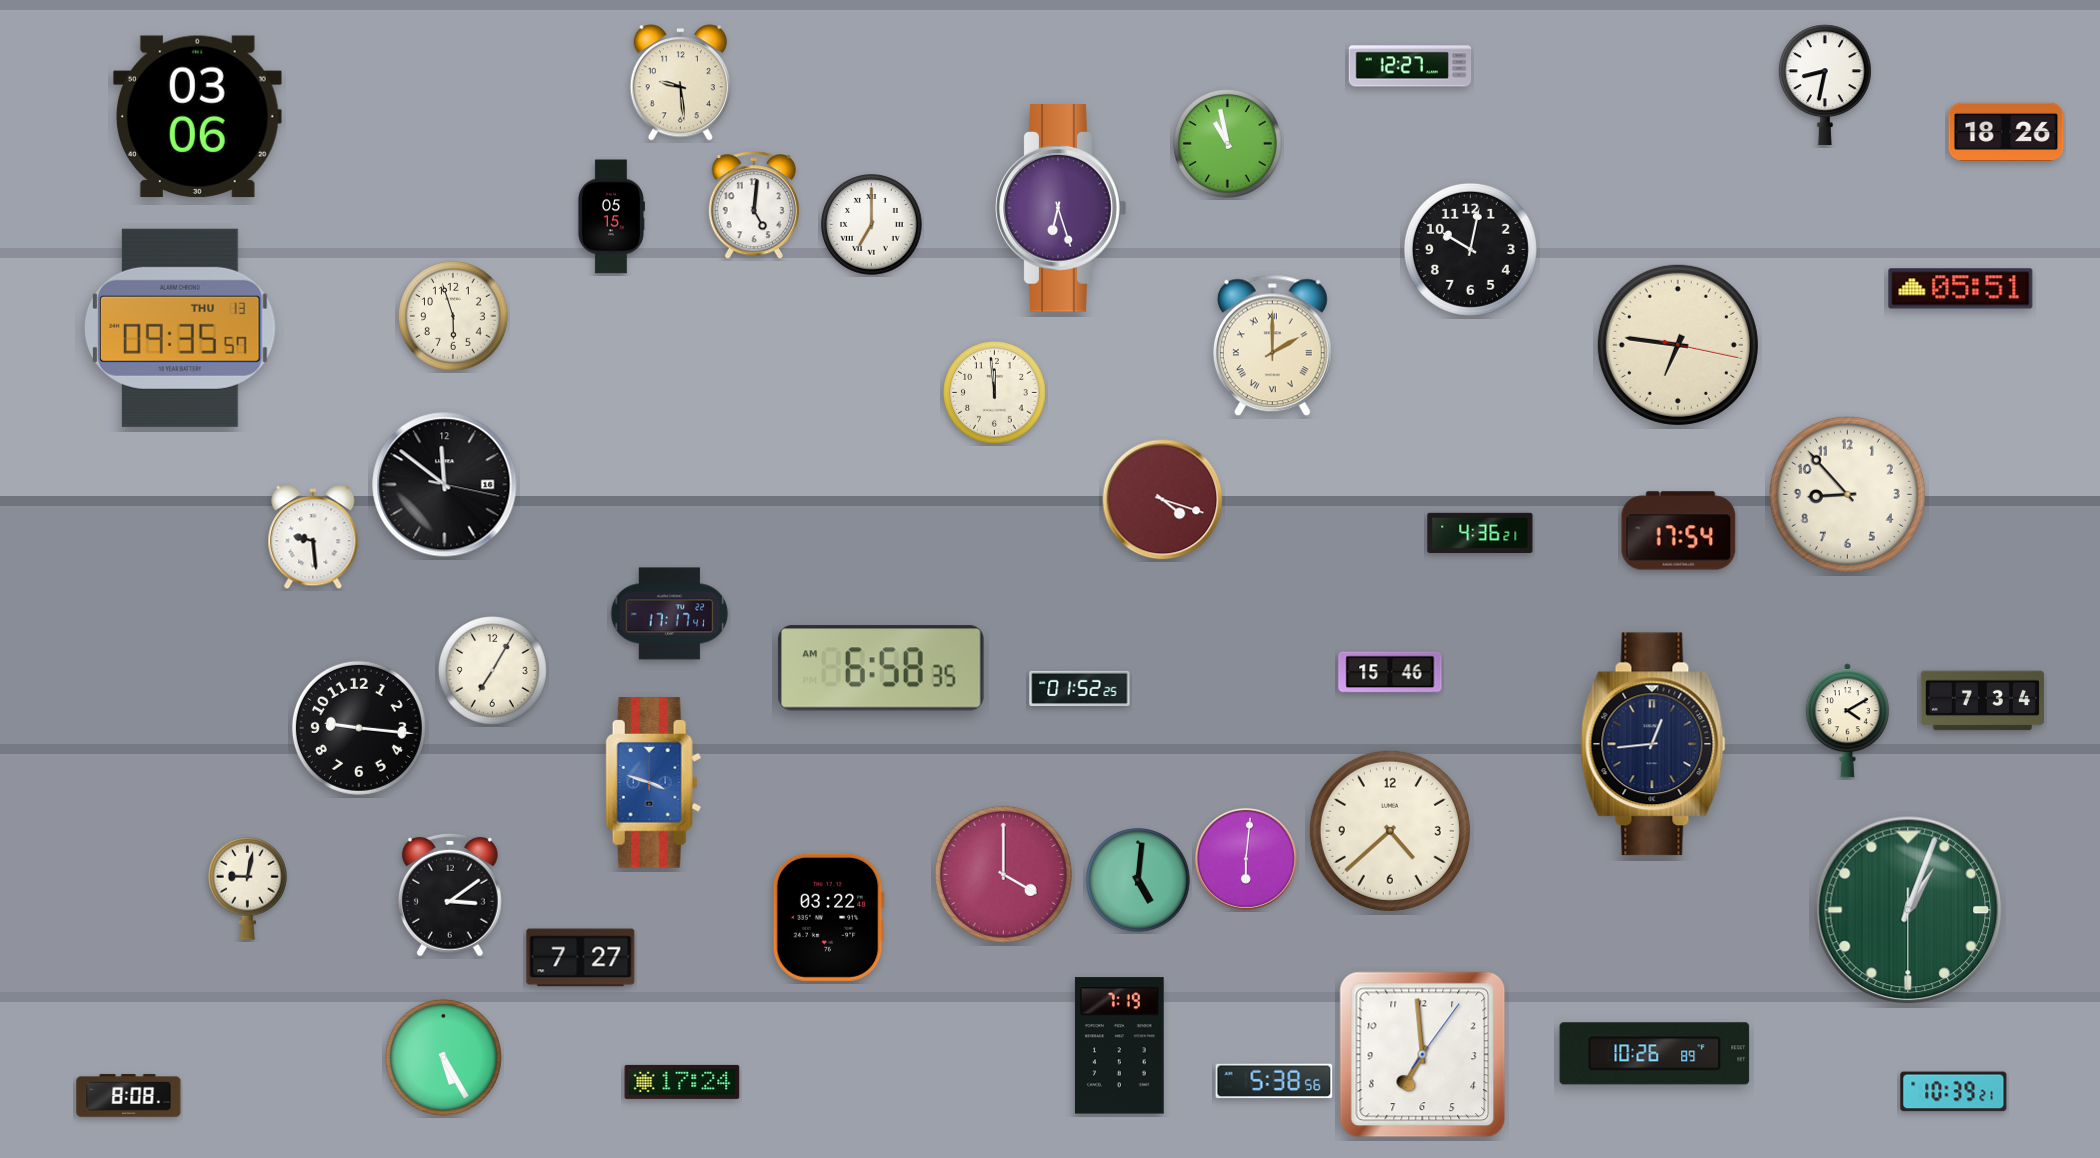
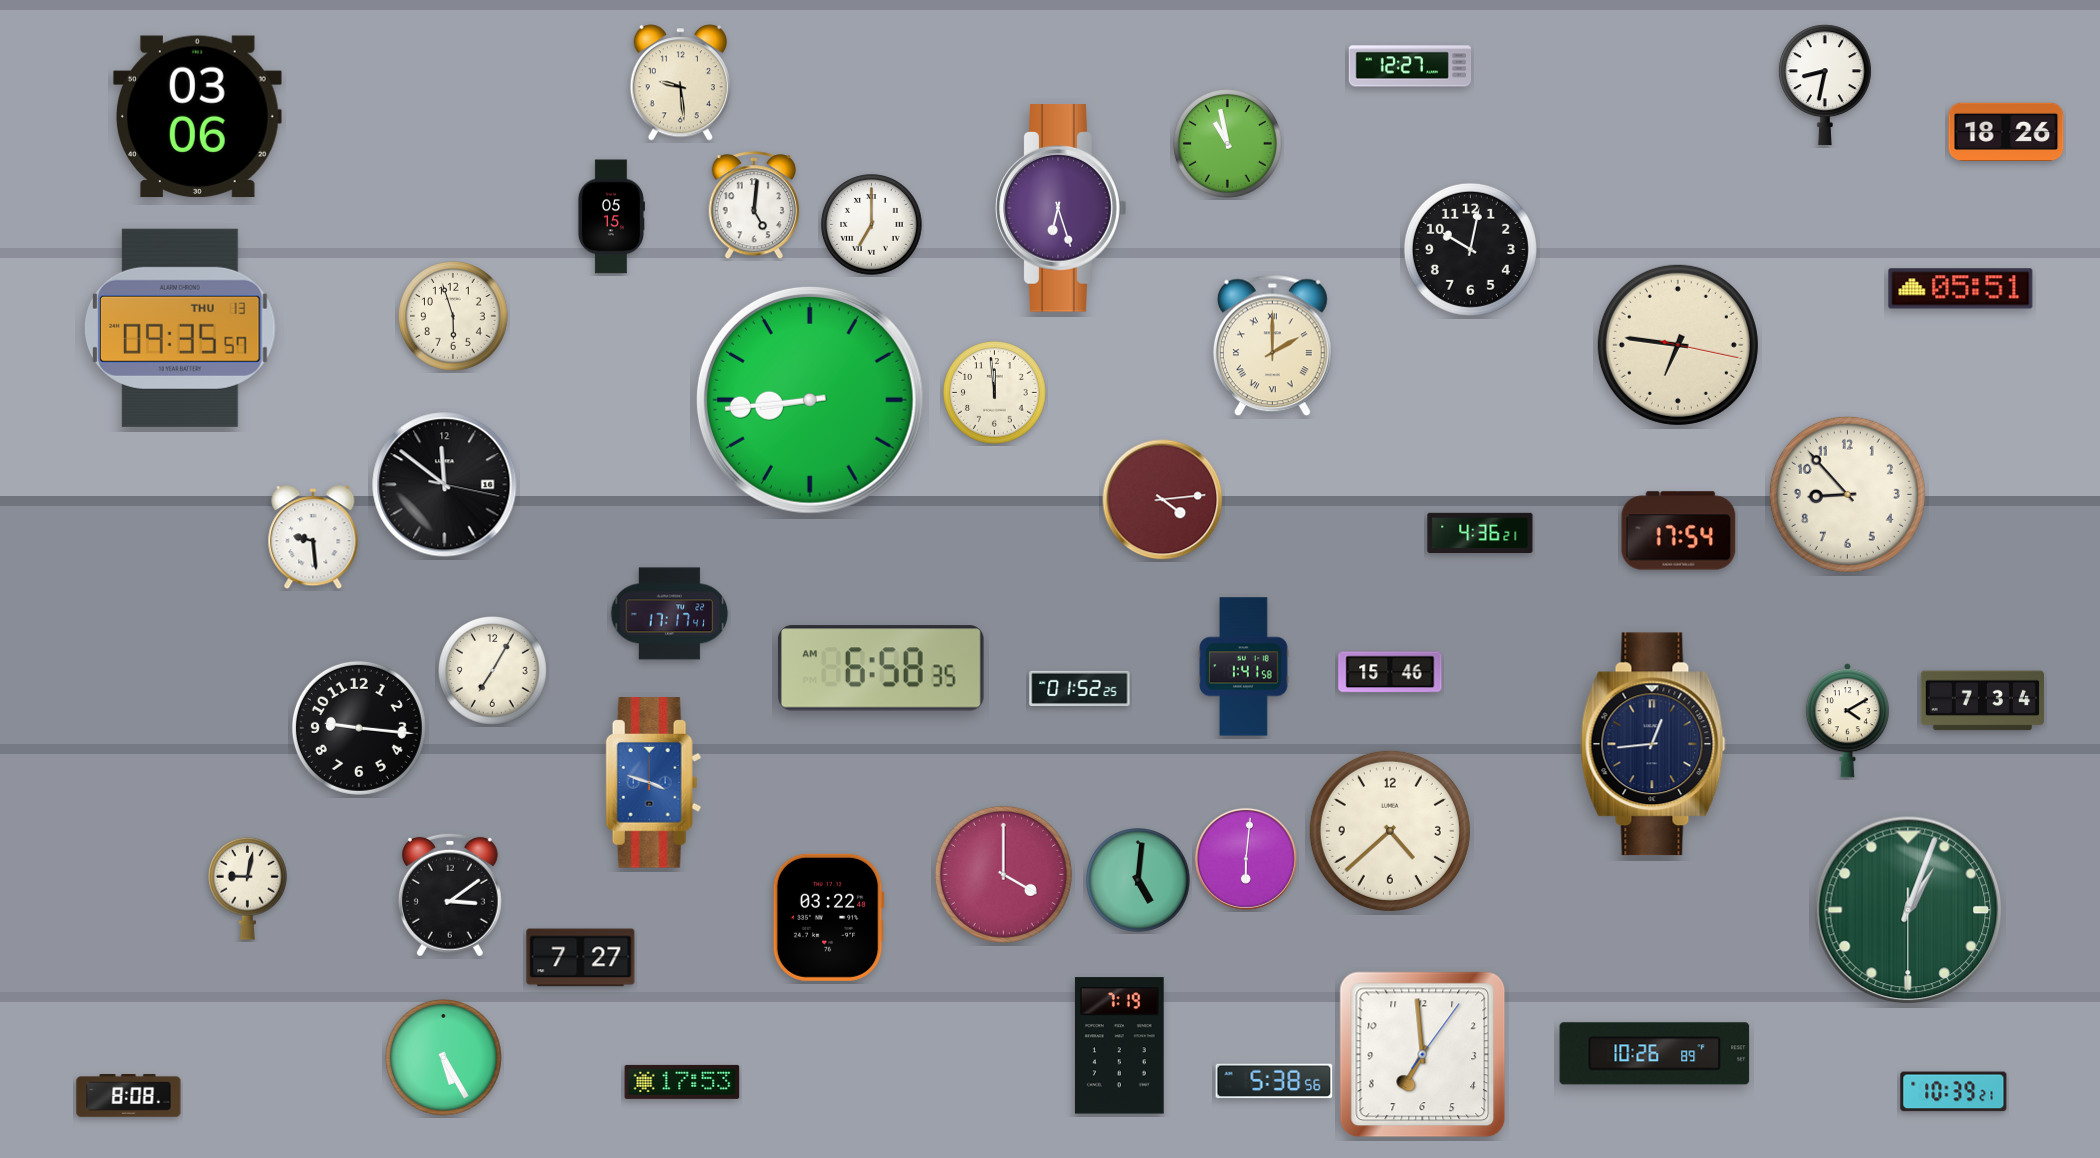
clock at (810, 400): none -> 8:44
clock at (1163, 500): 4:18 -> 4:14
clock at (1244, 667): none -> 1:41
clock at (682, 1082): 17:24 -> 17:53
